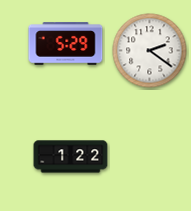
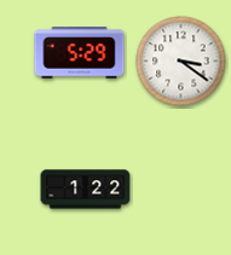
clock at (150, 51): 2:21 -> 3:21
